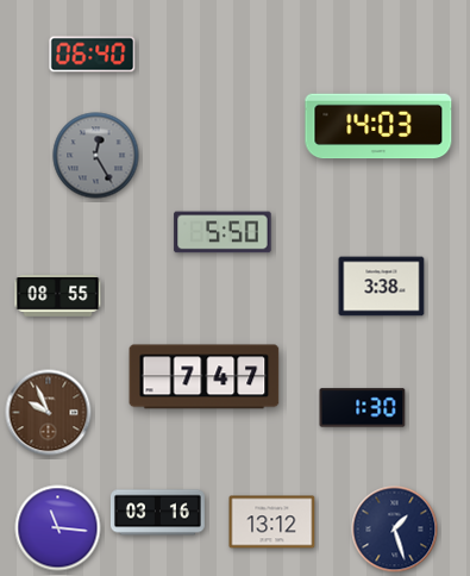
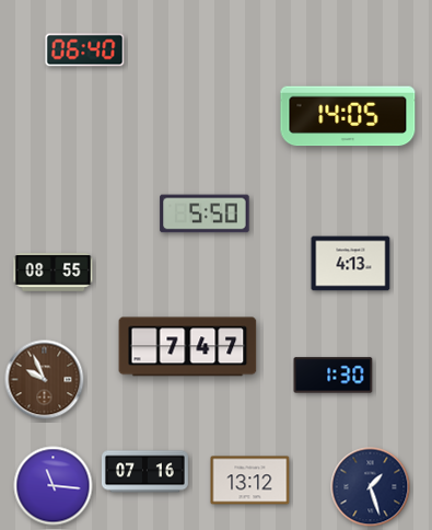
clock at (378, 126): 14:03 -> 14:05
clock at (96, 156): 12:25 -> none
clock at (382, 287): 3:38 -> 4:13
clock at (157, 513): 03:16 -> 07:16
clock at (395, 530) position: (395, 530) -> (371, 487)
